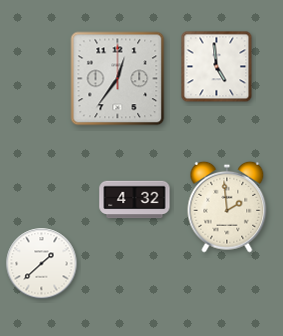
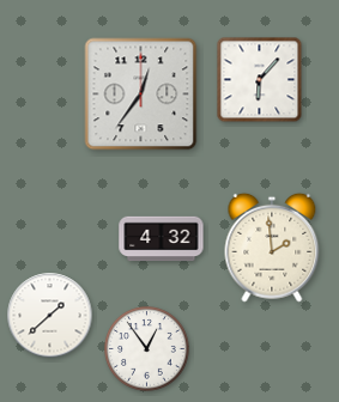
clock at (217, 67): 4:59 -> 6:07
clock at (147, 349): none -> 12:54
